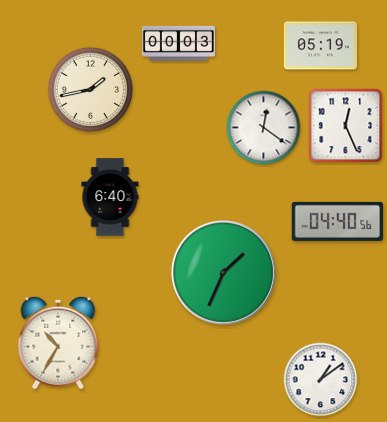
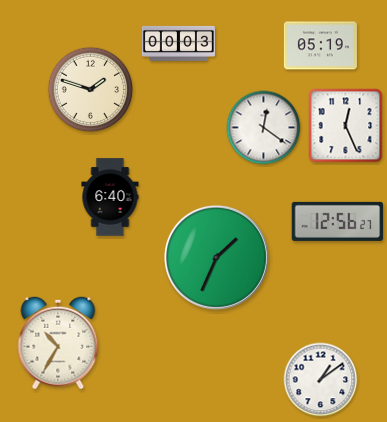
clock at (91, 90): 1:43 -> 1:48
clock at (338, 221): 04:40 -> 12:56
clock at (223, 272) position: (223, 272) -> (216, 257)
